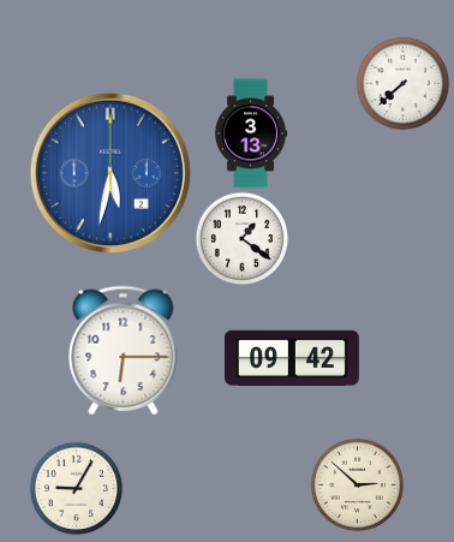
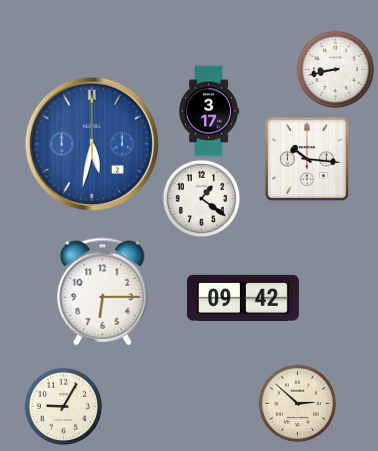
clock at (402, 83): 7:38 -> 8:43
clock at (252, 133): 3:13 -> 3:17
clock at (307, 159): none -> 10:16
